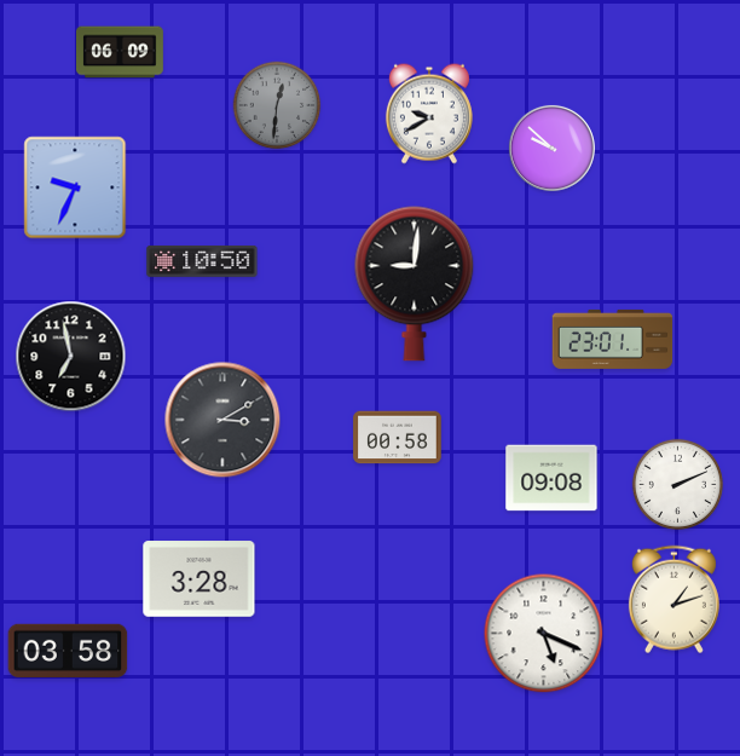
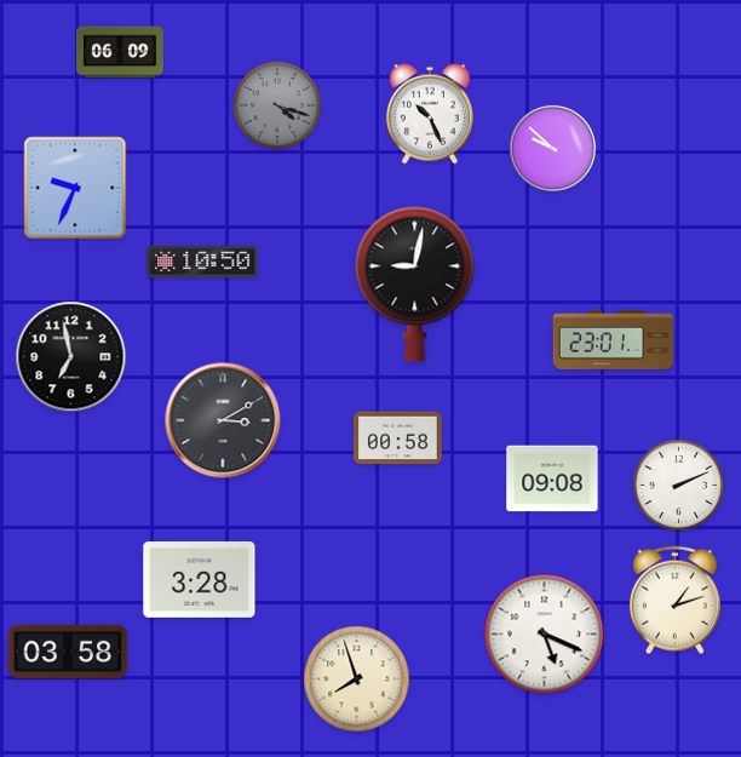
clock at (277, 105): 12:31 -> 4:18
clock at (429, 114): 9:40 -> 10:26
clock at (415, 283): 9:01 -> 9:02
clock at (357, 679): none -> 7:57
